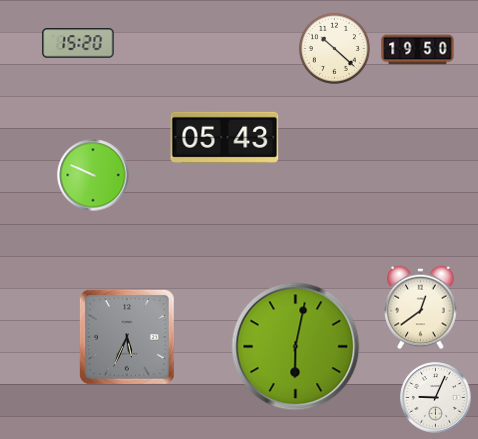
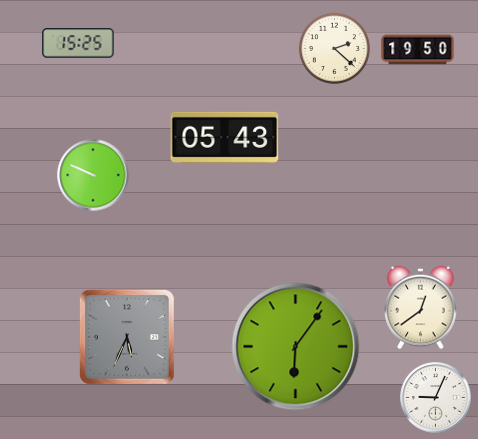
clock at (78, 43): 15:20 -> 15:25
clock at (334, 48): 10:22 -> 2:22
clock at (296, 347): 6:02 -> 6:06
